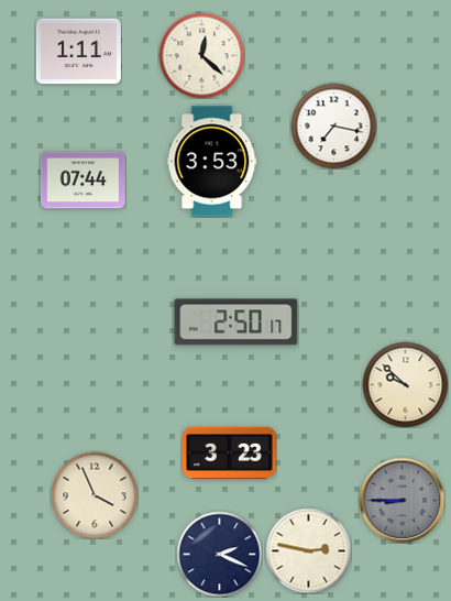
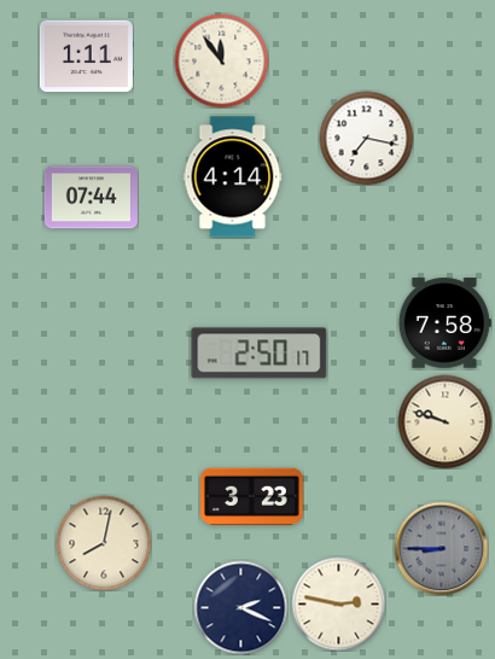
clock at (201, 55): 12:22 -> 11:54
clock at (212, 162): 3:53 -> 4:14
clock at (444, 323): none -> 7:58
clock at (405, 384): 9:52 -> 9:48
clock at (95, 495): 3:56 -> 8:02
